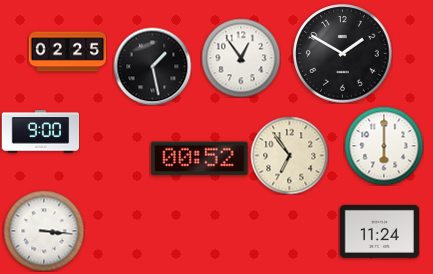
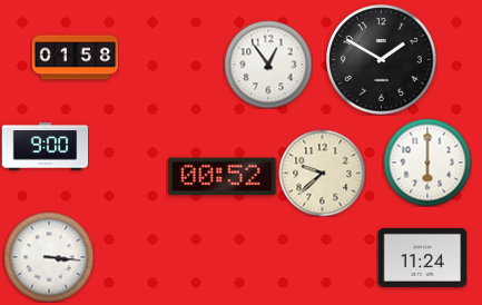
clock at (67, 52): 02:25 -> 01:58
clock at (152, 66): 1:28 -> none
clock at (289, 155): 6:54 -> 9:38
